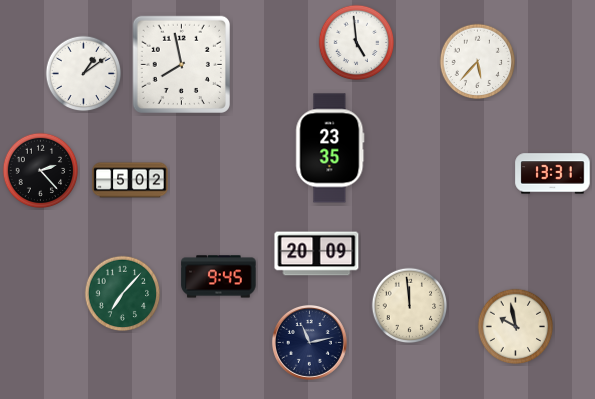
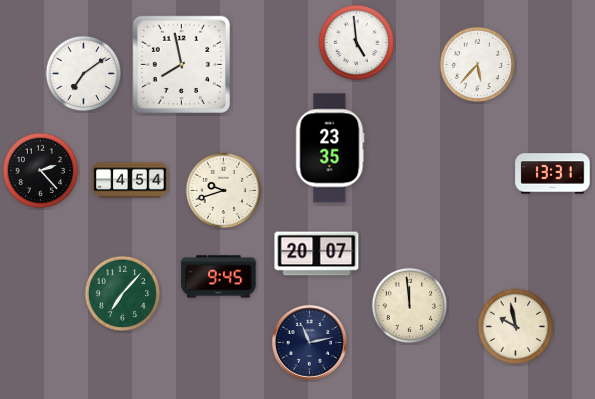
clock at (478, 62) position: (478, 62) -> (478, 65)
clock at (84, 74): 1:09 -> 7:09
clock at (130, 180): 5:02 -> 4:54
clock at (224, 191): none -> 9:42
clock at (317, 254): 20:09 -> 20:07
